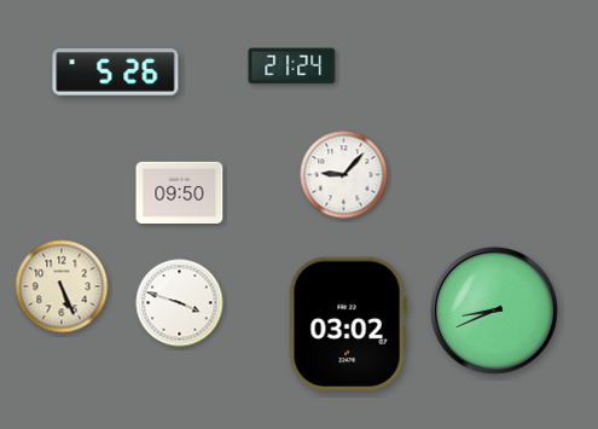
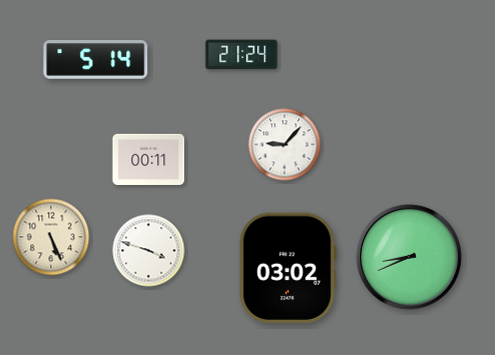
clock at (116, 73): 5:26 -> 5:14
clock at (180, 192): 09:50 -> 00:11
